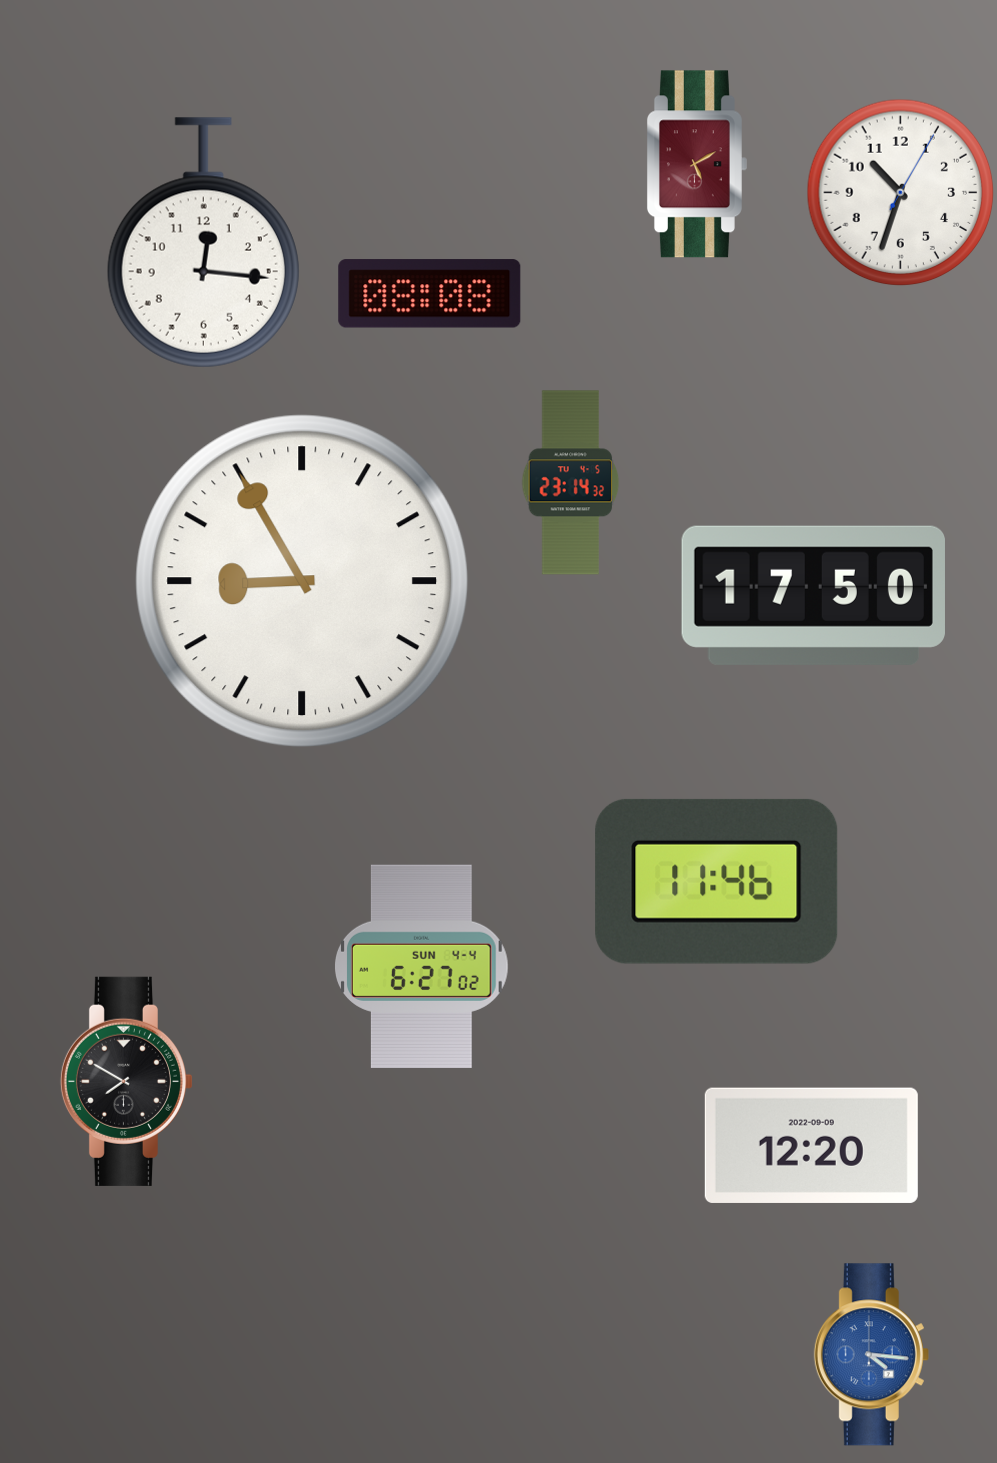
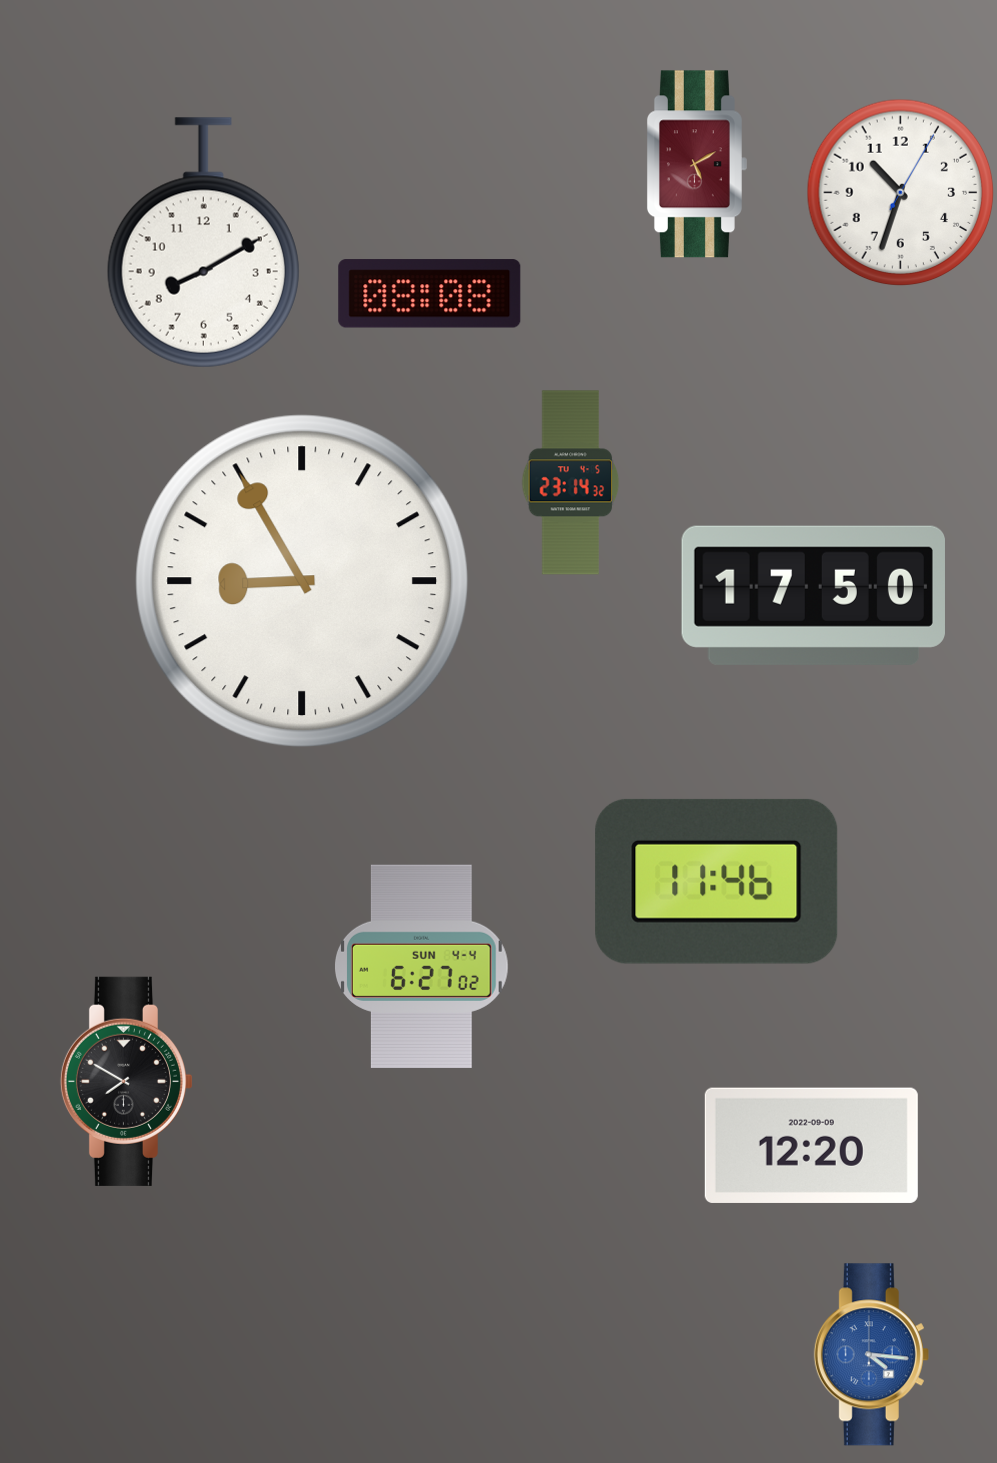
clock at (203, 243): 12:16 -> 8:10
